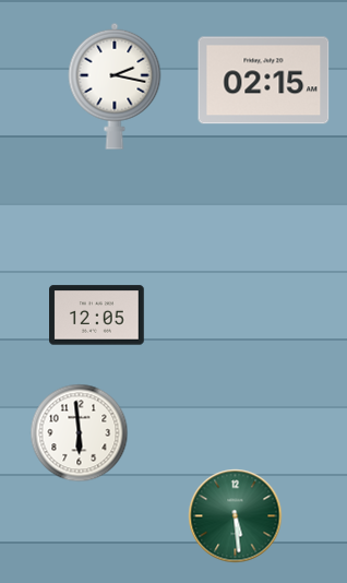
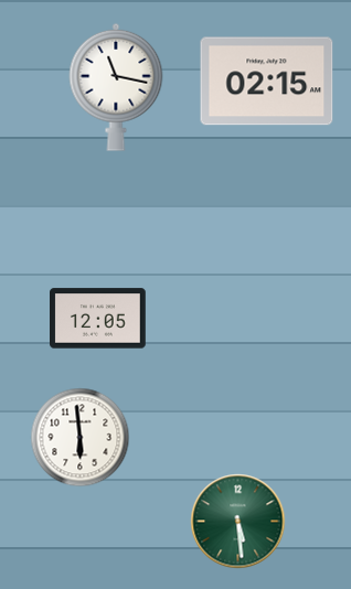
clock at (115, 86): 2:17 -> 11:17
